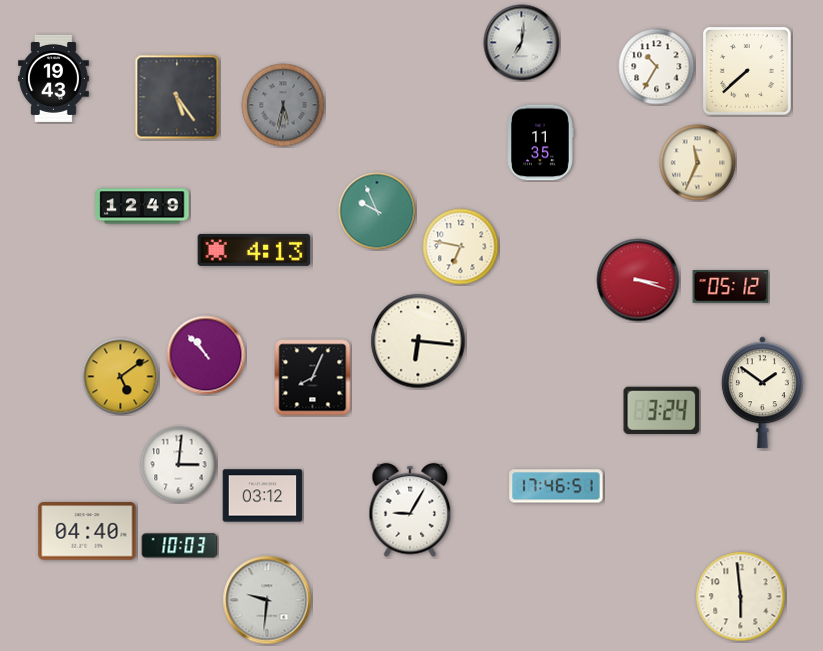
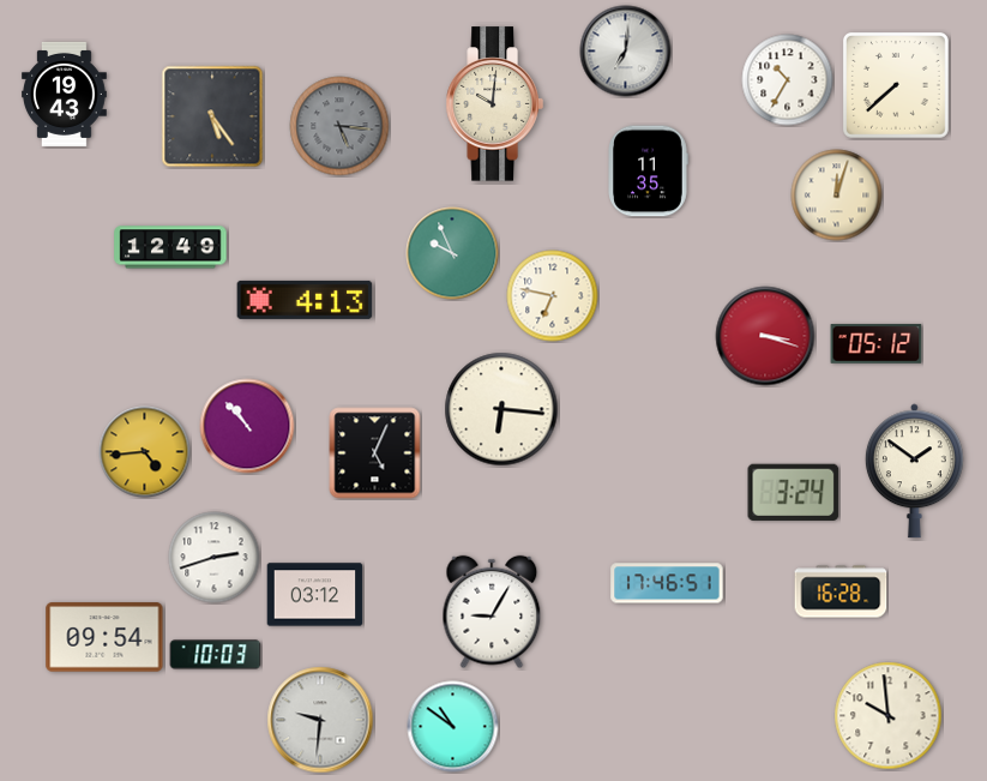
clock at (494, 104): none -> 10:01
clock at (283, 105): 5:32 -> 5:16
clock at (698, 163): 11:34 -> 12:03
clock at (121, 377): 5:09 -> 4:44
clock at (313, 378): 8:04 -> 5:04
clock at (179, 465): 3:01 -> 2:42
clock at (841, 591): none -> 16:28
clock at (87, 531): 04:40 -> 09:54
clock at (741, 597): 5:59 -> 9:59
clock at (453, 727): none -> 10:51
